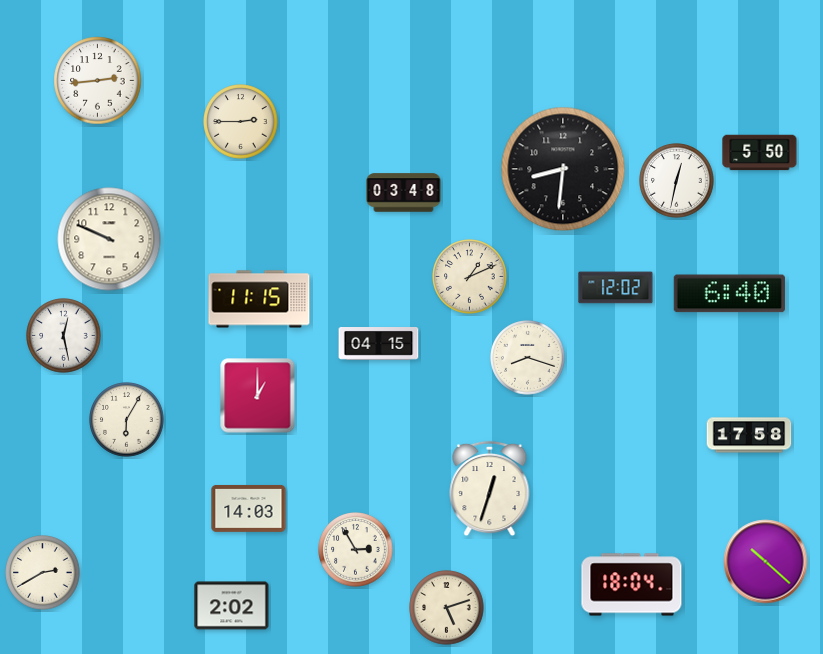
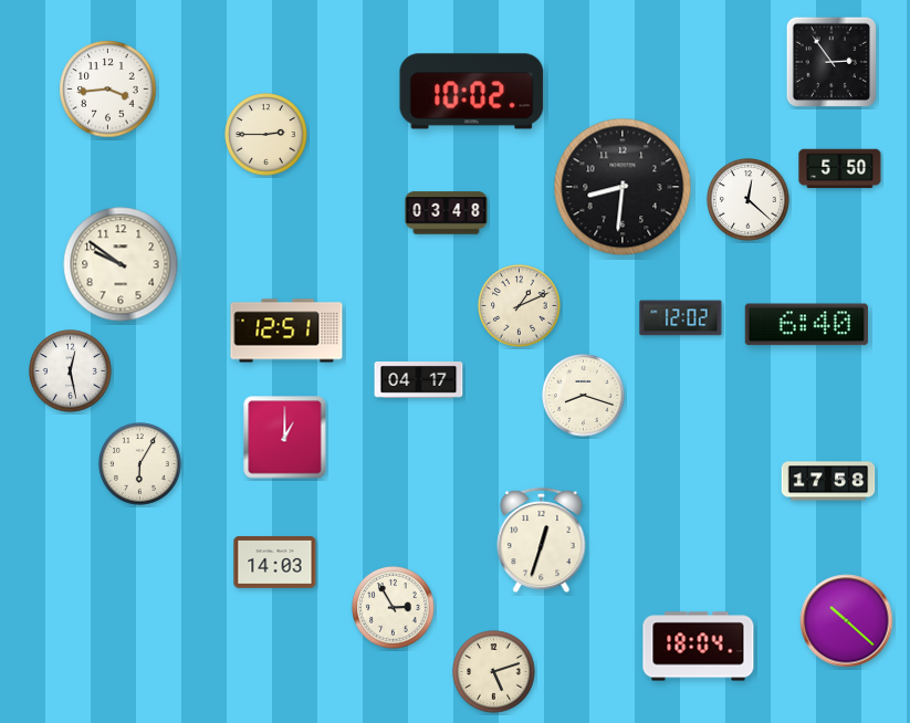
clock at (831, 62): none -> 2:54
clock at (98, 81): 2:44 -> 3:44
clock at (472, 92): none -> 10:02
clock at (677, 181): 12:32 -> 12:22
clock at (109, 239): 9:49 -> 9:51
clock at (259, 299): 11:15 -> 12:51
clock at (379, 344): 04:15 -> 04:17
clock at (43, 573): 2:40 -> none
clock at (232, 606): 2:02 -> none
